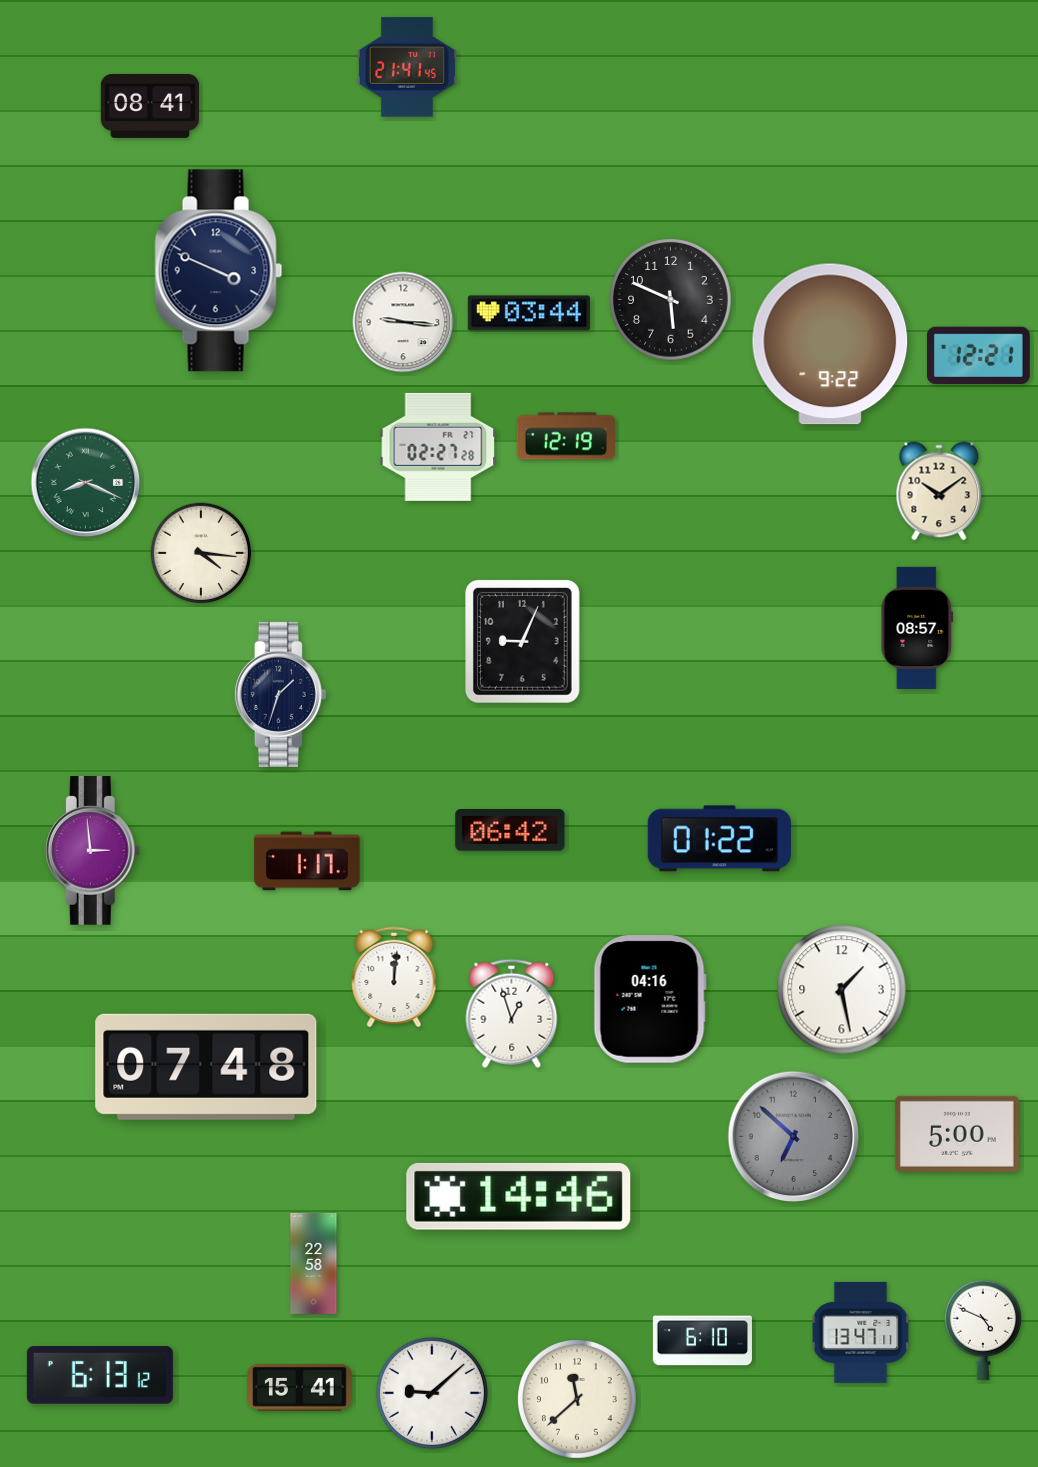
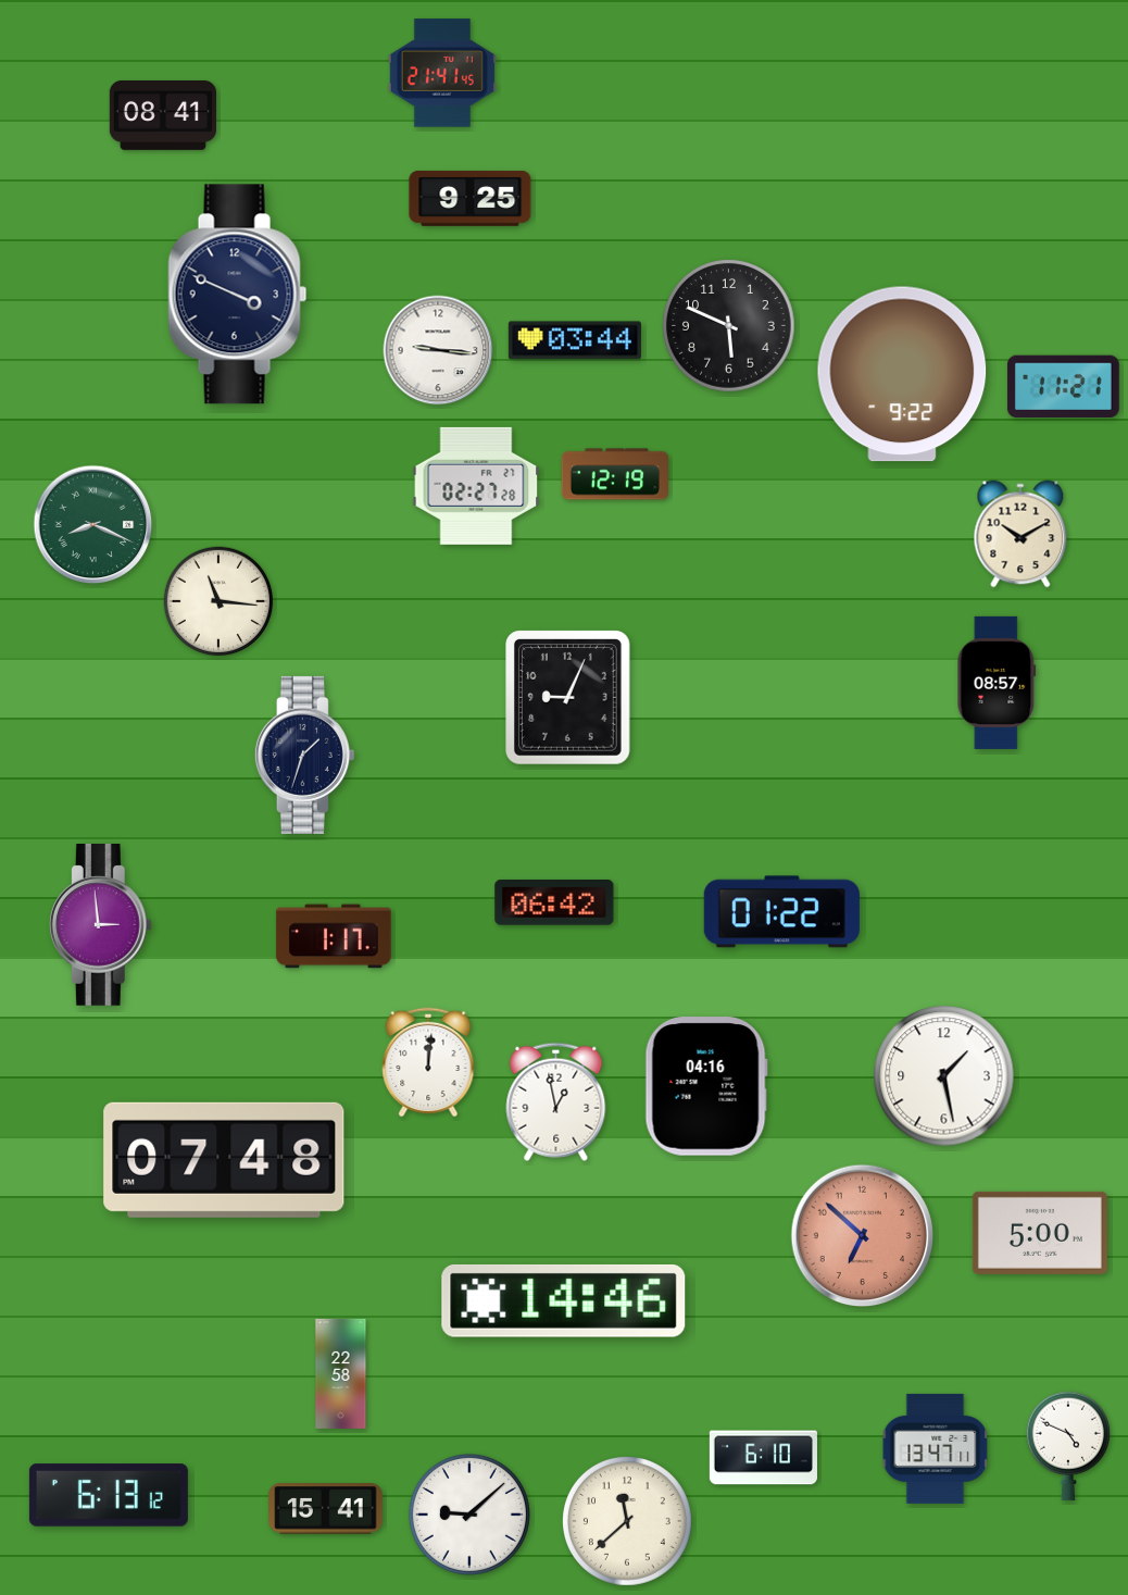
clock at (471, 198): none -> 9:25
clock at (978, 355): 12:21 -> 11:21
clock at (939, 491): 10:09 -> 10:10
clock at (201, 553): 4:16 -> 11:16
clock at (842, 990) position: (842, 990) -> (944, 1076)
clock at (512, 1013): 12:57 -> 12:58
clock at (794, 1137) dial: grey -> salmon
